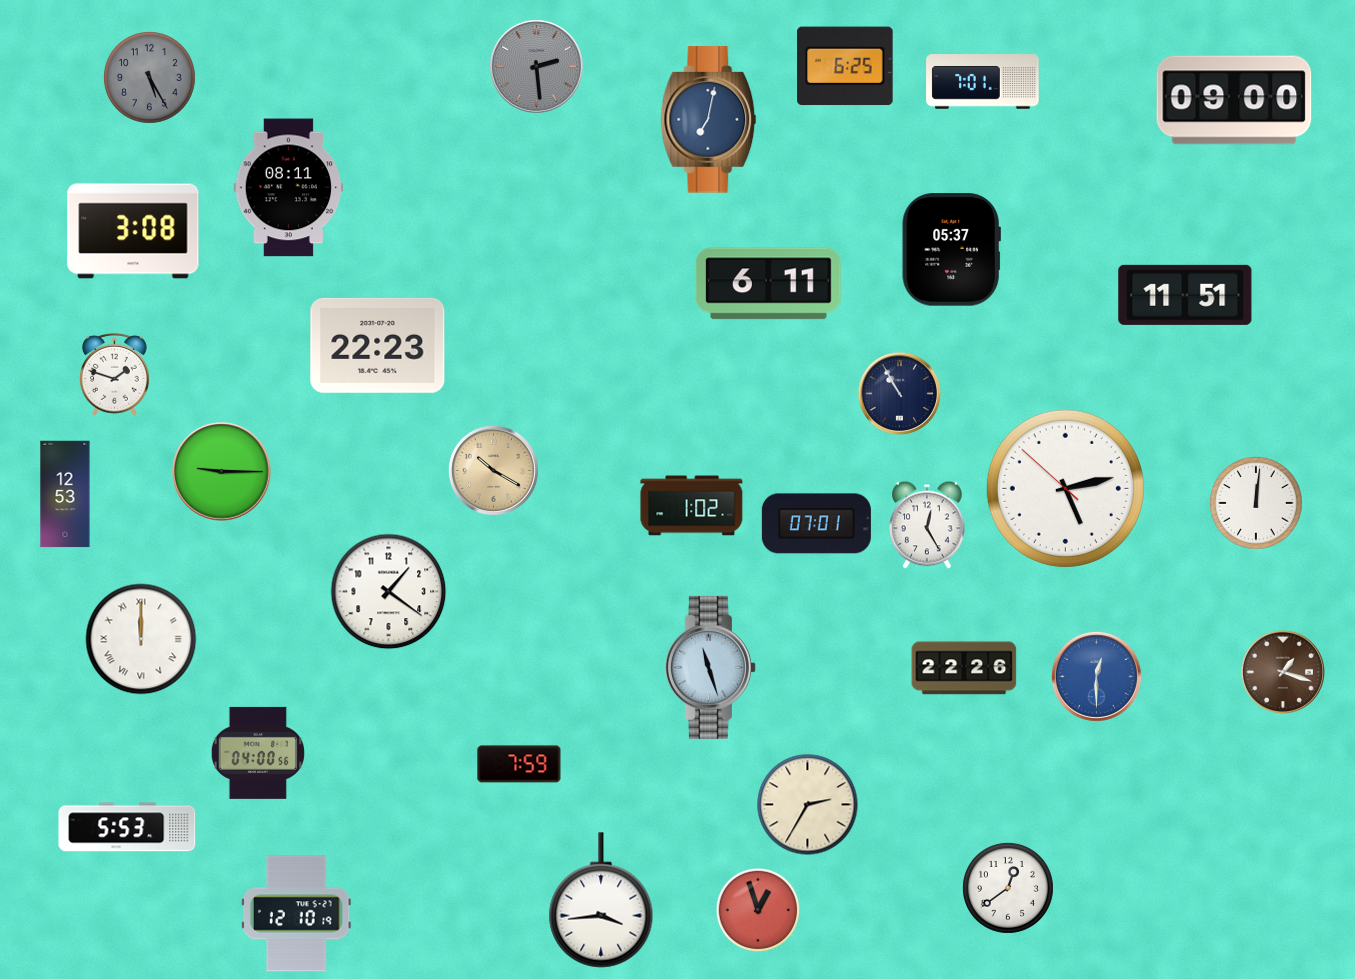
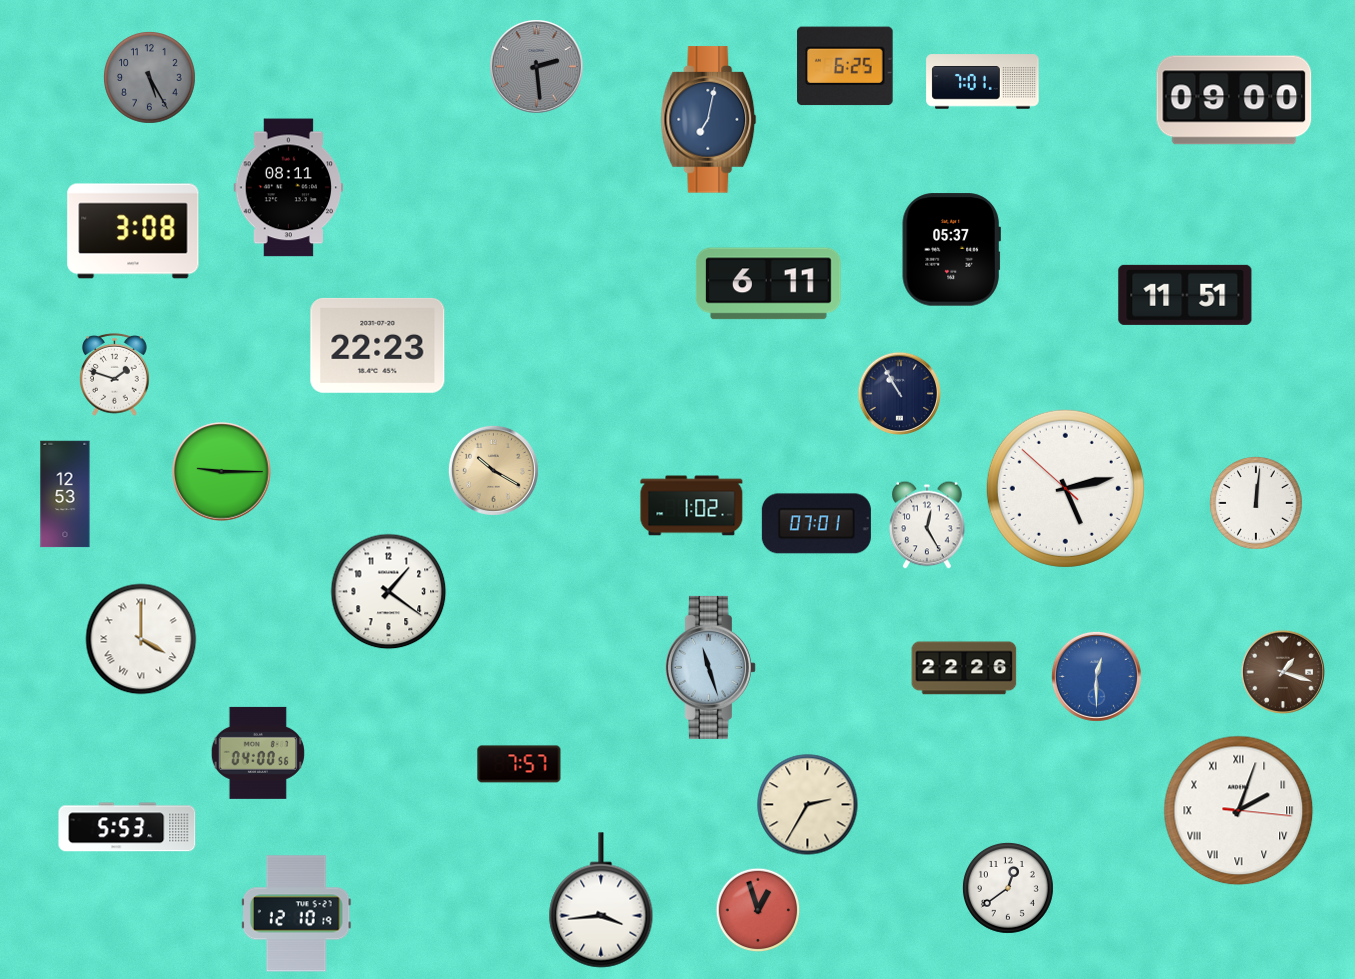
clock at (141, 639): 12:00 -> 4:00
clock at (519, 764): 7:59 -> 7:57
clock at (1239, 811): none -> 2:03
